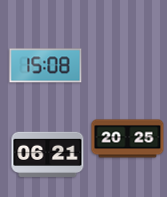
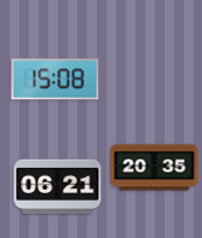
clock at (128, 139): 20:25 -> 20:35
